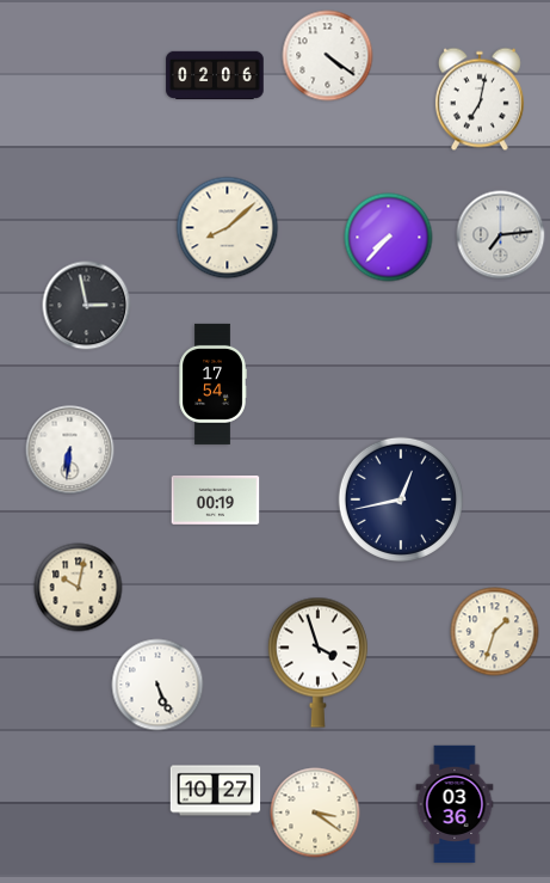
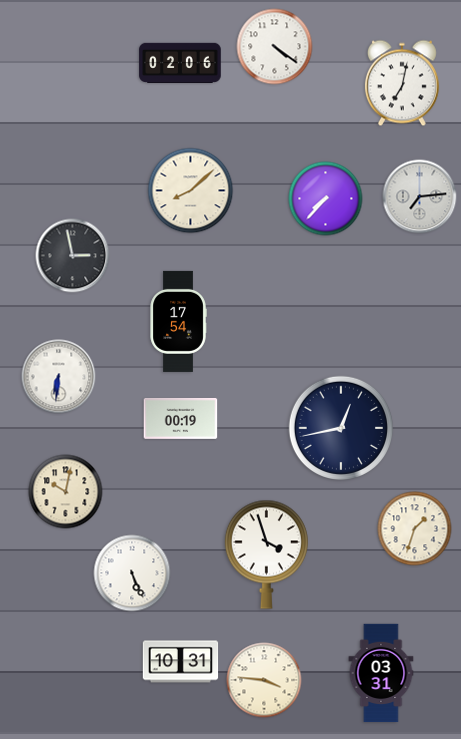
clock at (400, 498) position: (400, 498) -> (340, 427)
clock at (216, 791): 10:27 -> 10:31
clock at (455, 804): 03:36 -> 03:31
clock at (315, 813): 3:21 -> 3:46
